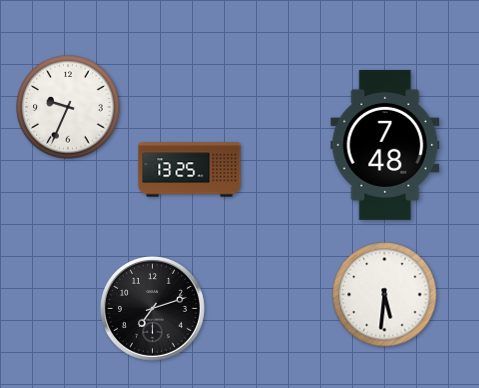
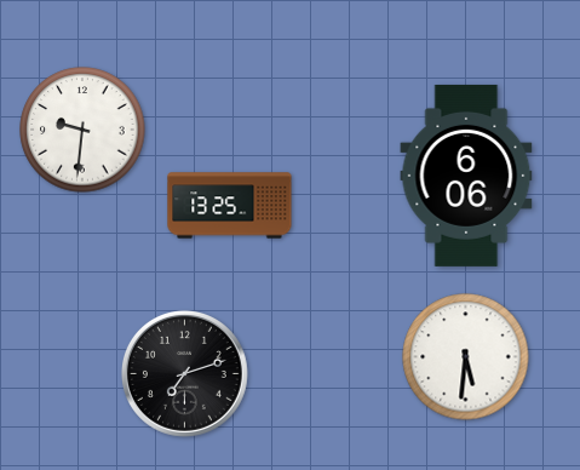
clock at (68, 107): 9:34 -> 9:31
clock at (385, 145): 7:48 -> 6:06
